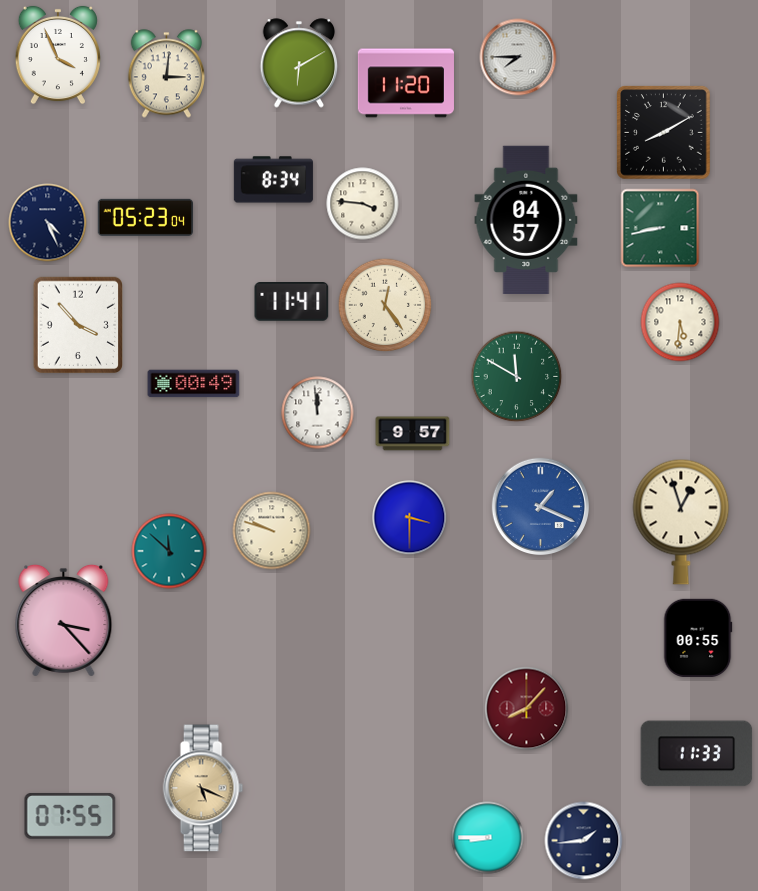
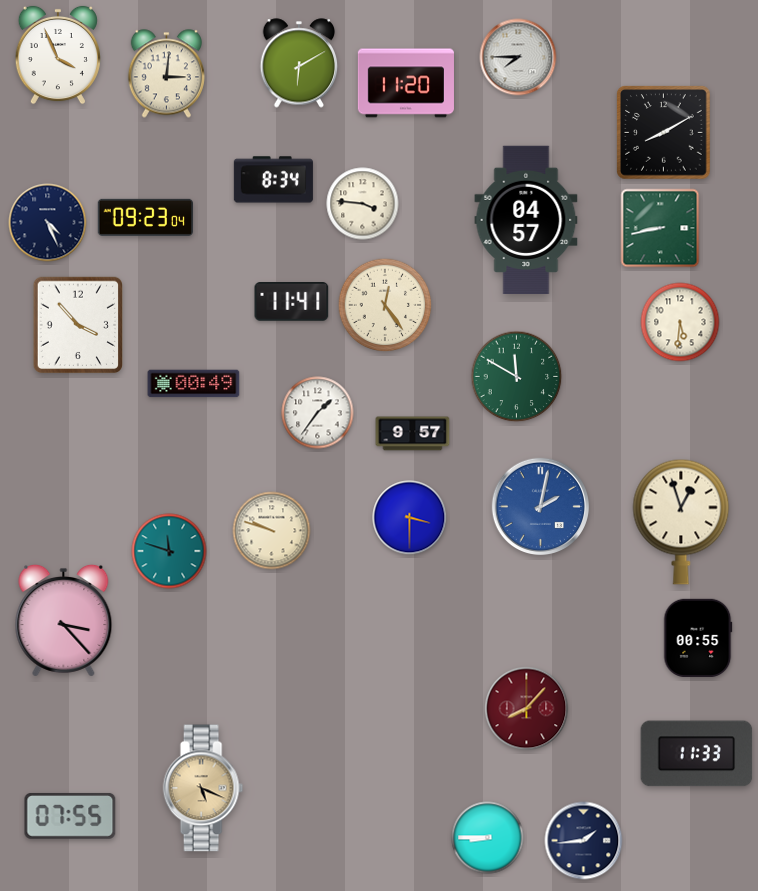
clock at (145, 217): 05:23 -> 09:23
clock at (318, 413): 11:59 -> 1:36
clock at (541, 507): 1:19 -> 2:02
clock at (169, 551): 11:52 -> 11:48
